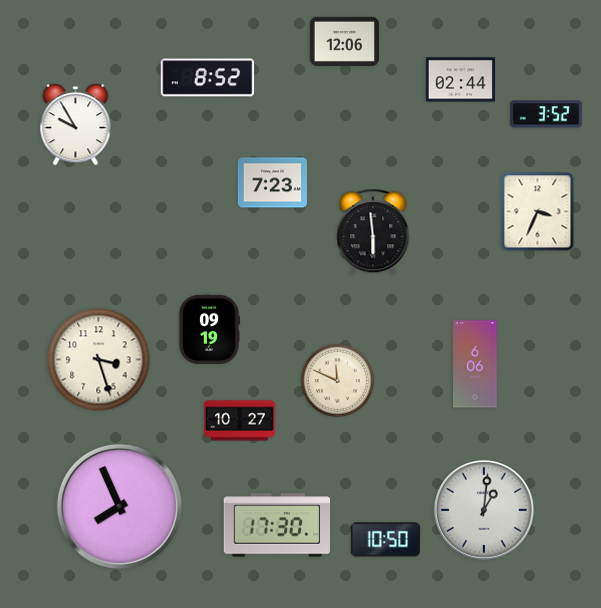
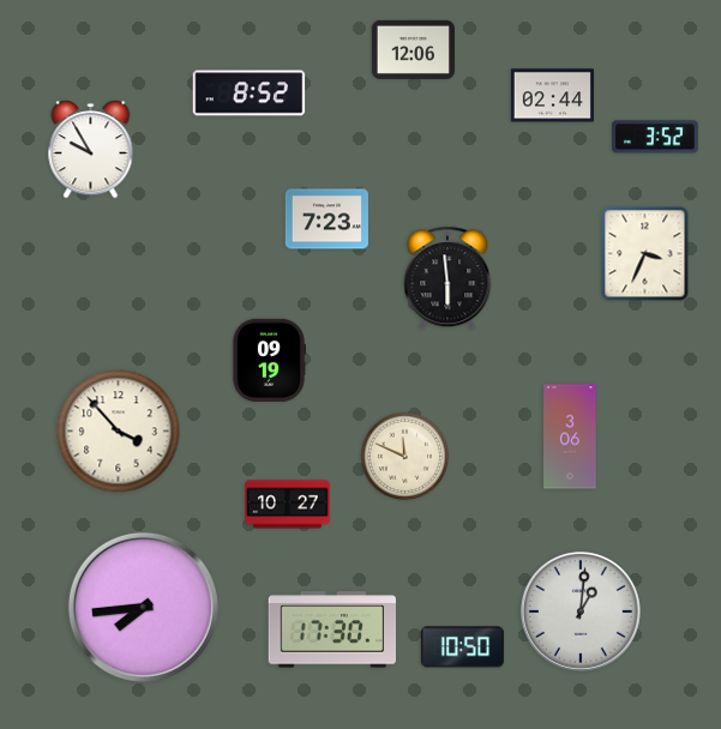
clock at (208, 329) position: (208, 329) -> (268, 360)
clock at (99, 360): 3:27 -> 3:53
clock at (475, 364): 6:06 -> 3:06
clock at (119, 506): 7:56 -> 7:44
